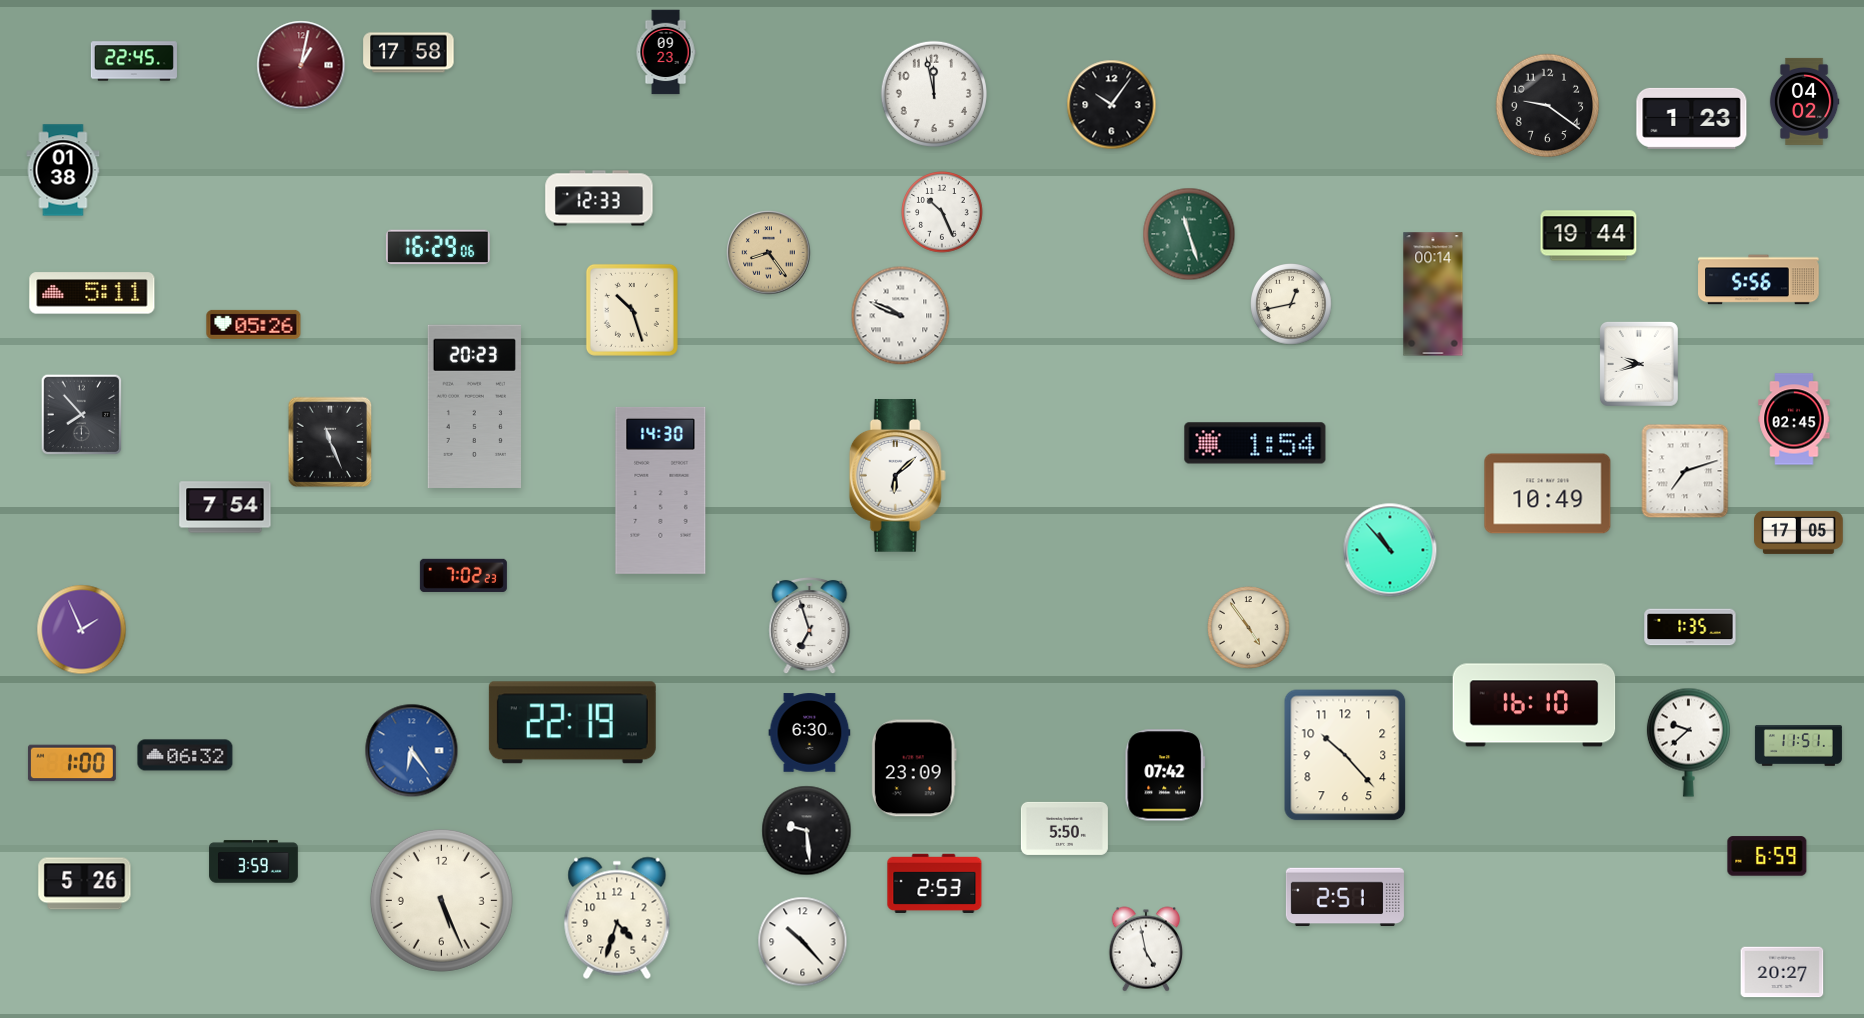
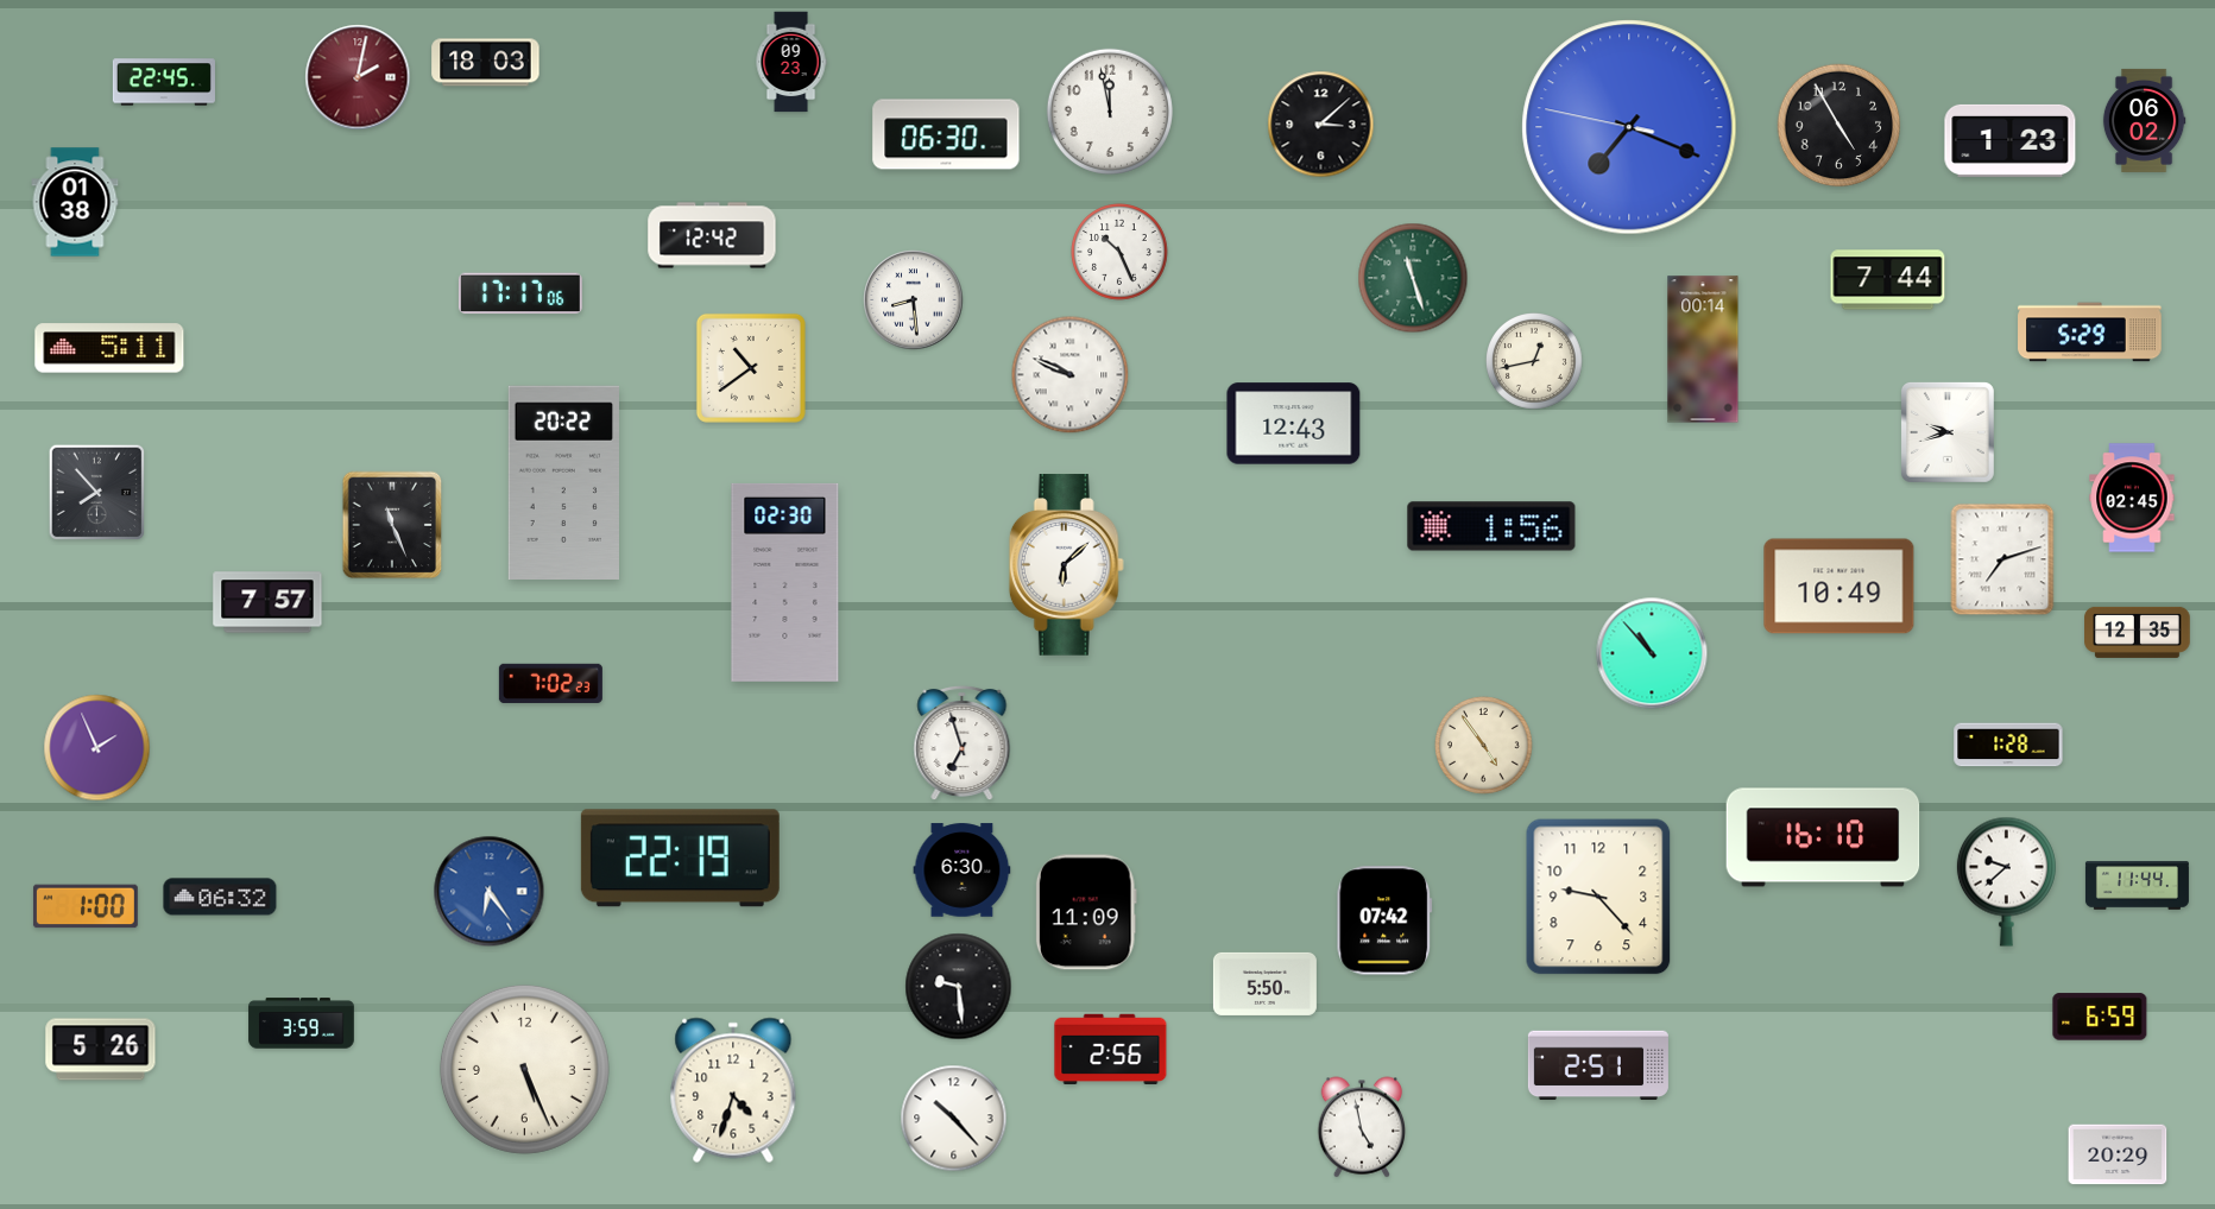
clock at (409, 53): 17:58 -> 18:03
clock at (134, 61) position: (134, 61) -> (164, 82)
clock at (301, 65): 1:02 -> 2:02
clock at (1804, 101): 04:02 -> 06:02
clock at (1112, 105): 10:06 -> 3:08
clock at (1548, 106): 9:21 -> 4:55
clock at (1629, 127): none -> 7:18
clock at (946, 134): none -> 06:30
clock at (599, 198): 12:33 -> 12:42
clock at (1589, 236): 19:44 -> 7:44
clock at (438, 247): 16:29 -> 17:17
clock at (769, 253): 8:24 -> 8:29
clock at (769, 253) dial: champagne -> white
clock at (1759, 280): 5:56 -> 5:29
clock at (632, 310): 10:27 -> 10:39
clock at (254, 324): 05:26 -> none
clock at (1294, 424): none -> 12:43
clock at (474, 406): 20:23 -> 20:22
clock at (1255, 443): 1:54 -> 1:56
clock at (661, 490): 14:30 -> 02:30
clock at (225, 507): 7:54 -> 7:57
clock at (1799, 532): 17:05 -> 12:35
clock at (1690, 627): 1:35 -> 1:28
clock at (1798, 746): 11:51 -> 11:44
clock at (1345, 755): 10:23 -> 9:23
clock at (914, 768): 23:09 -> 11:09
clock at (935, 883): 2:53 -> 2:56
clock at (1782, 972): 20:27 -> 20:29
